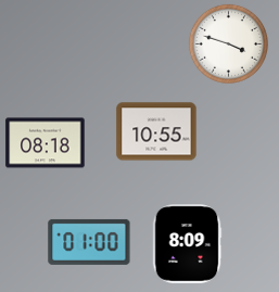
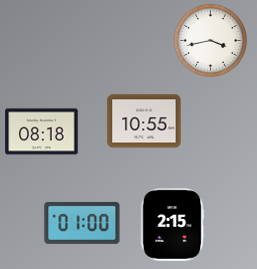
clock at (228, 43): 3:48 -> 3:43
clock at (187, 244): 8:09 -> 2:15
